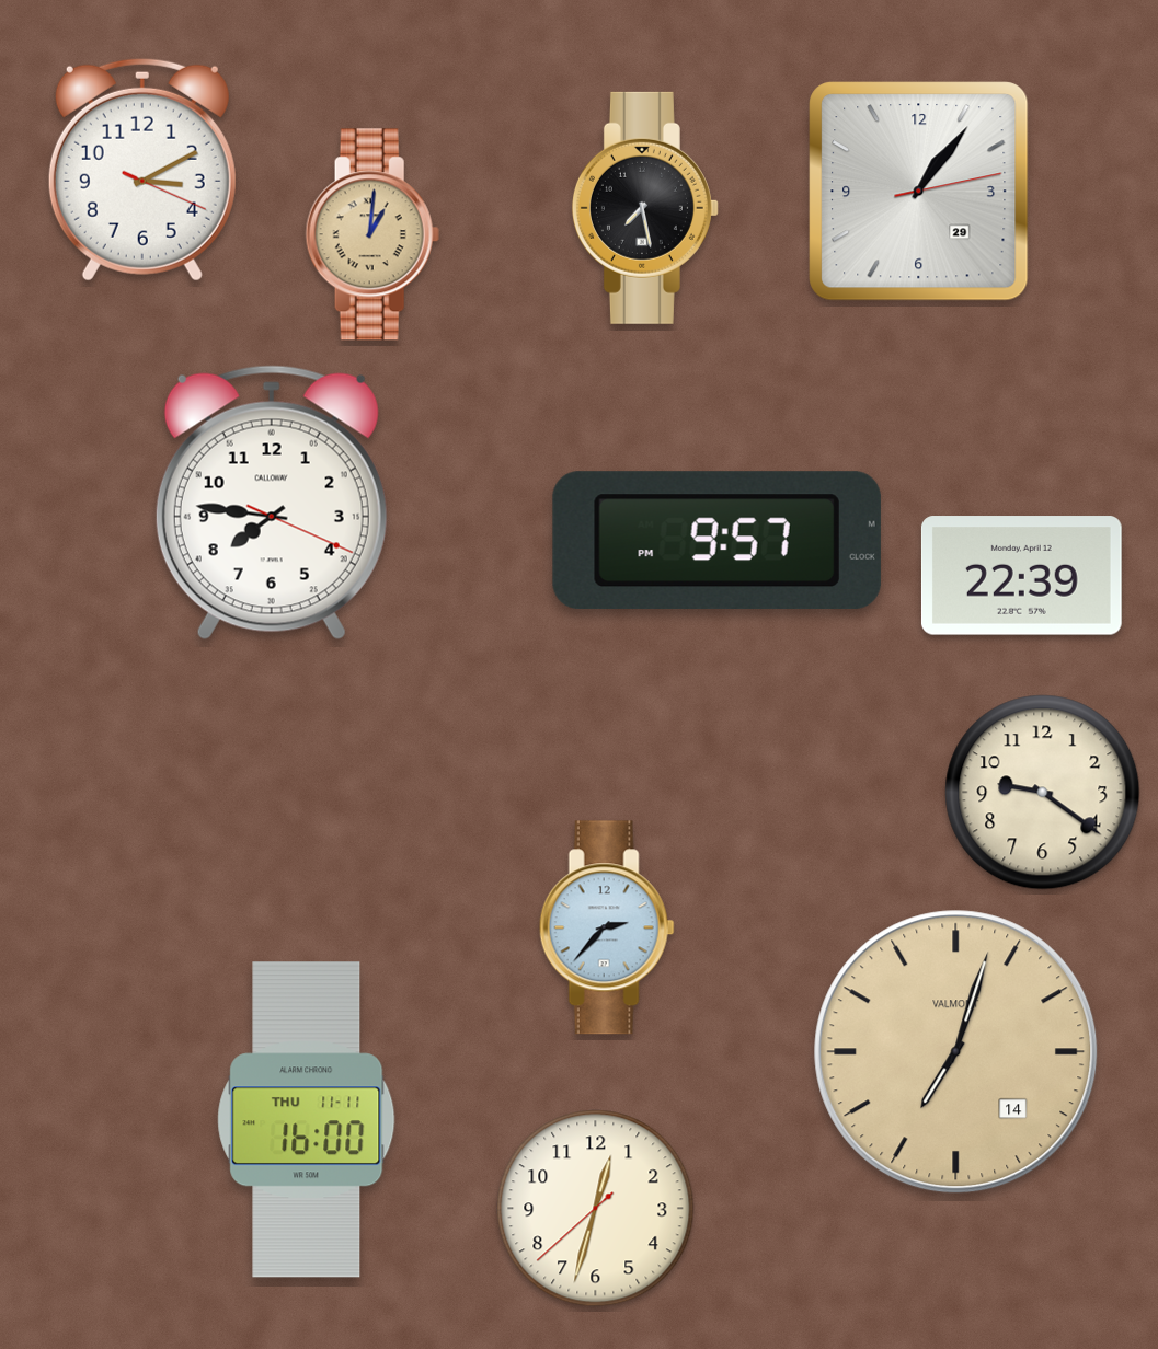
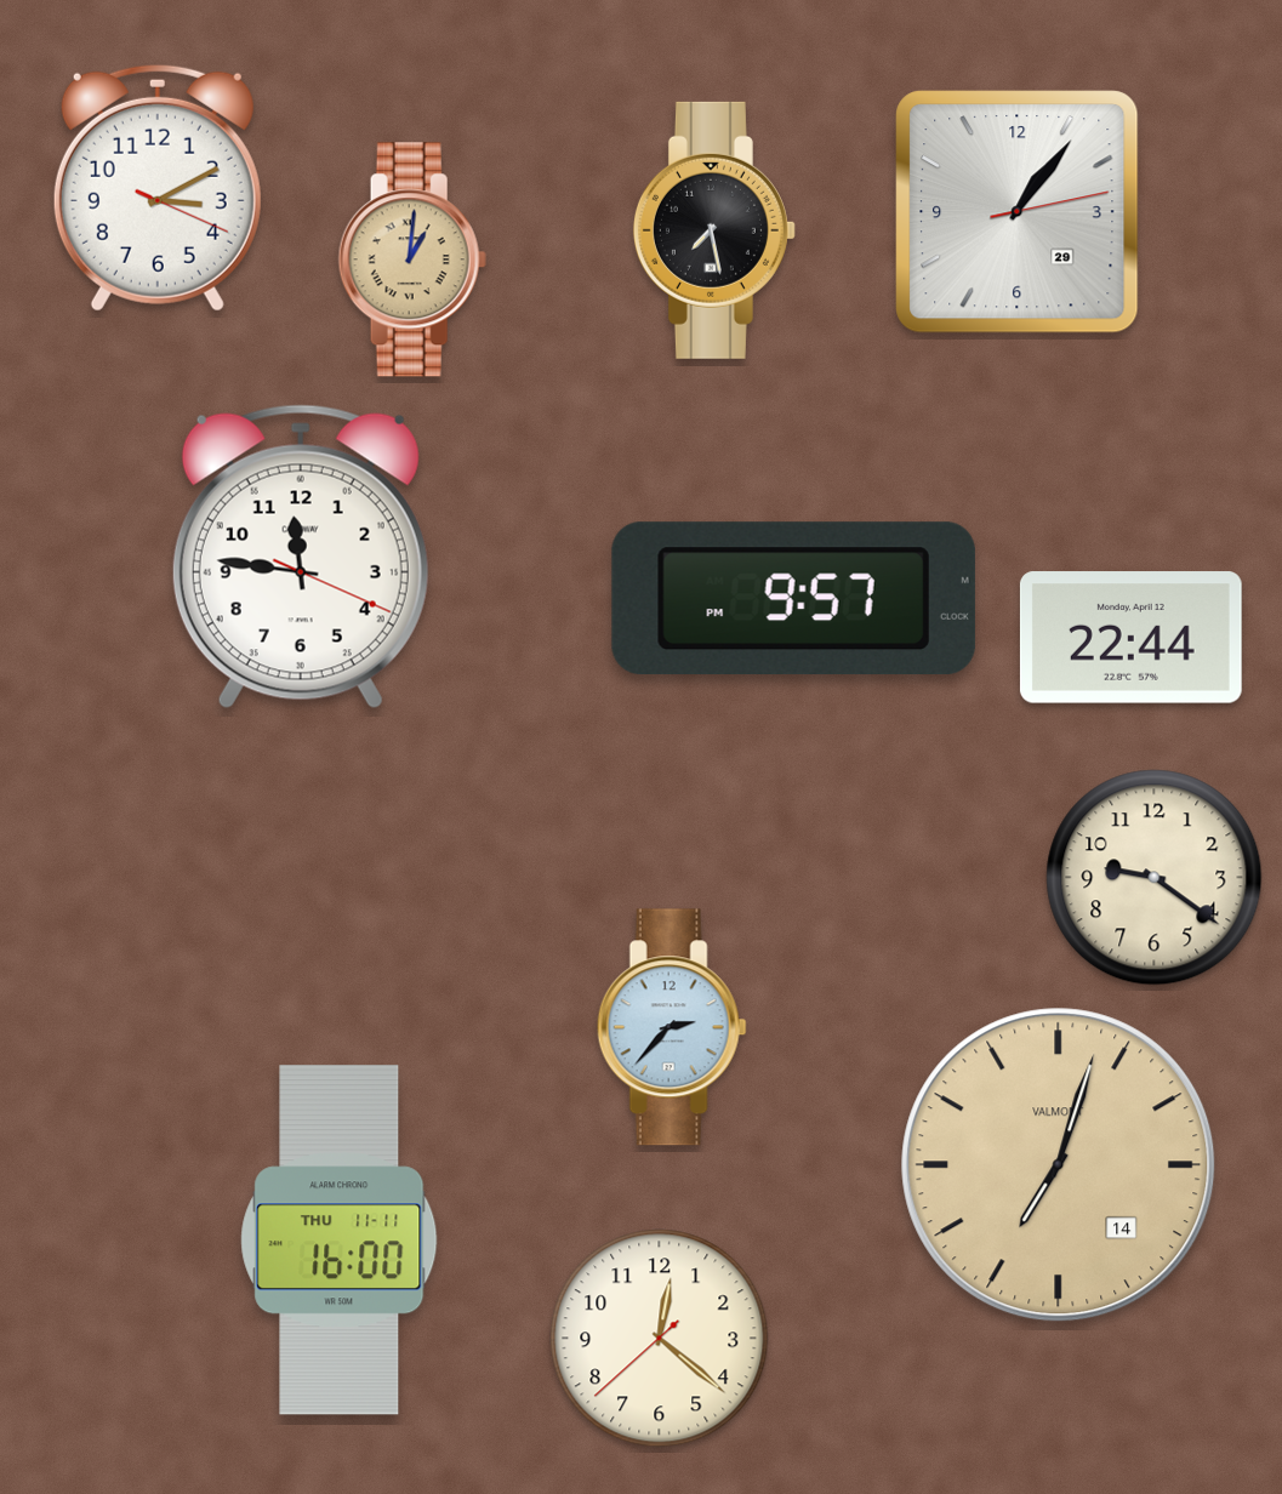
clock at (272, 503): 7:46 -> 11:46
clock at (1021, 576): 22:39 -> 22:44
clock at (596, 1209): 12:32 -> 12:21
